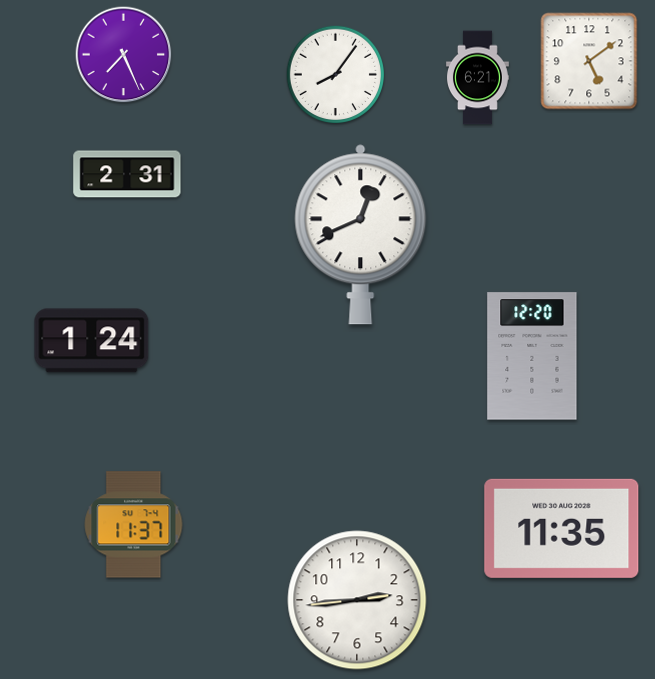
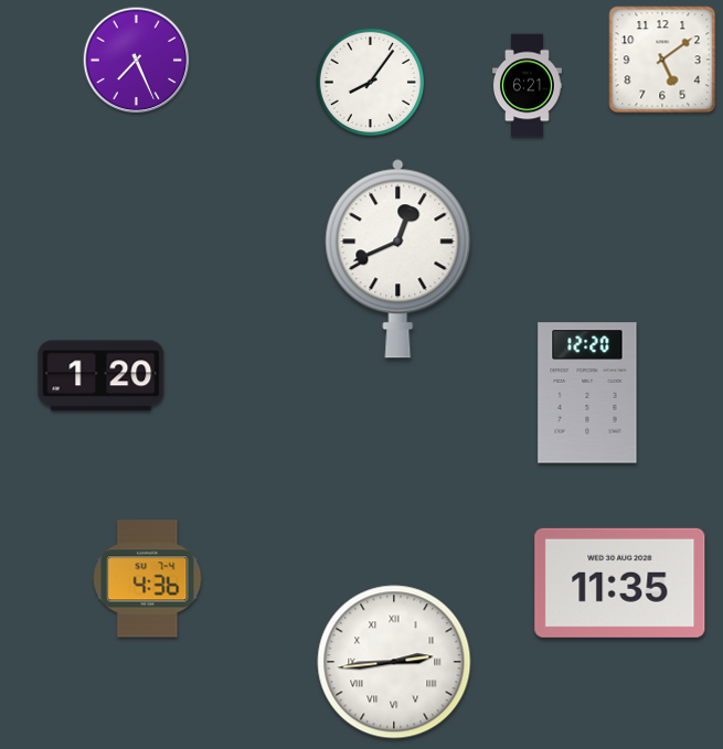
clock at (589, 61) position: (589, 61) -> (662, 60)
clock at (127, 174): 2:31 -> none
clock at (92, 341): 1:24 -> 1:20
clock at (134, 525): 11:37 -> 4:36
clock at (357, 600) numerals: Arabic -> Roman
